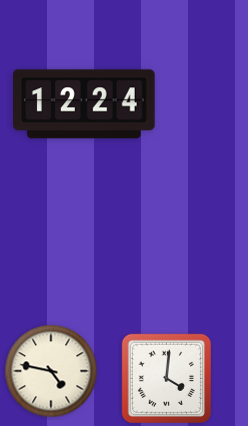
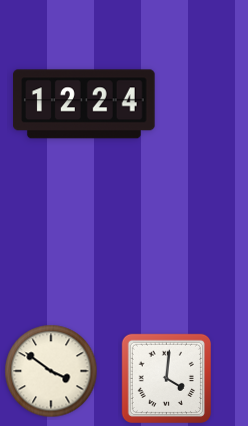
clock at (51, 371): 4:47 -> 3:51
